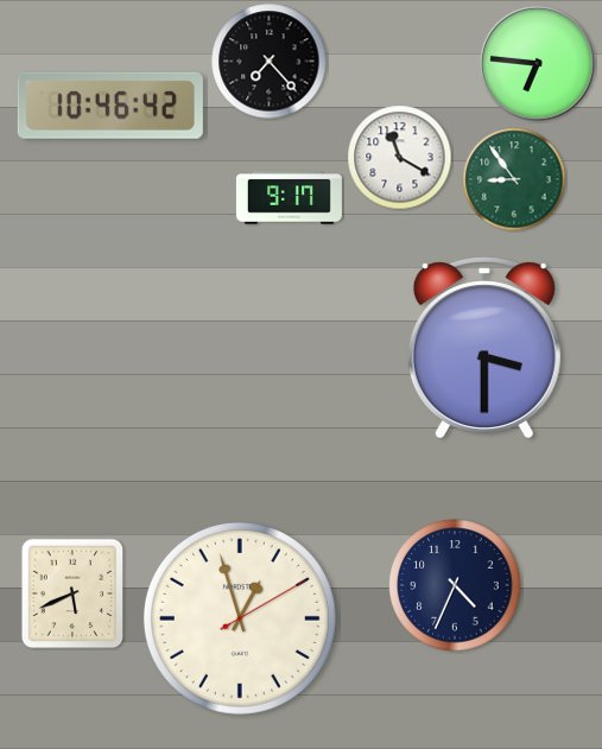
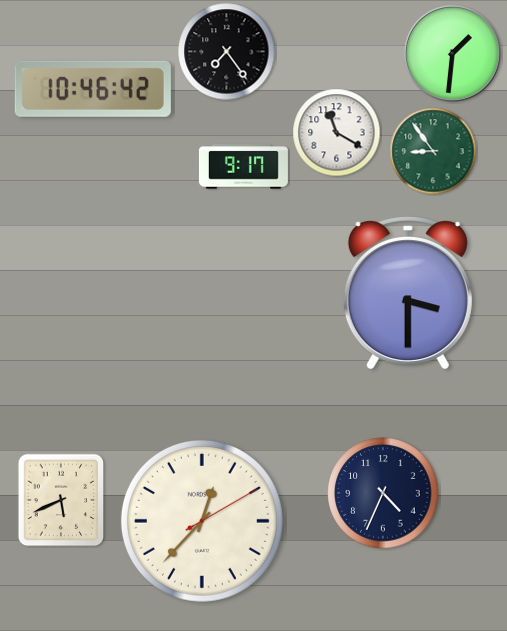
clock at (270, 62): 7:23 -> 7:24
clock at (538, 64): 6:46 -> 1:31
clock at (240, 618): 12:57 -> 12:37
